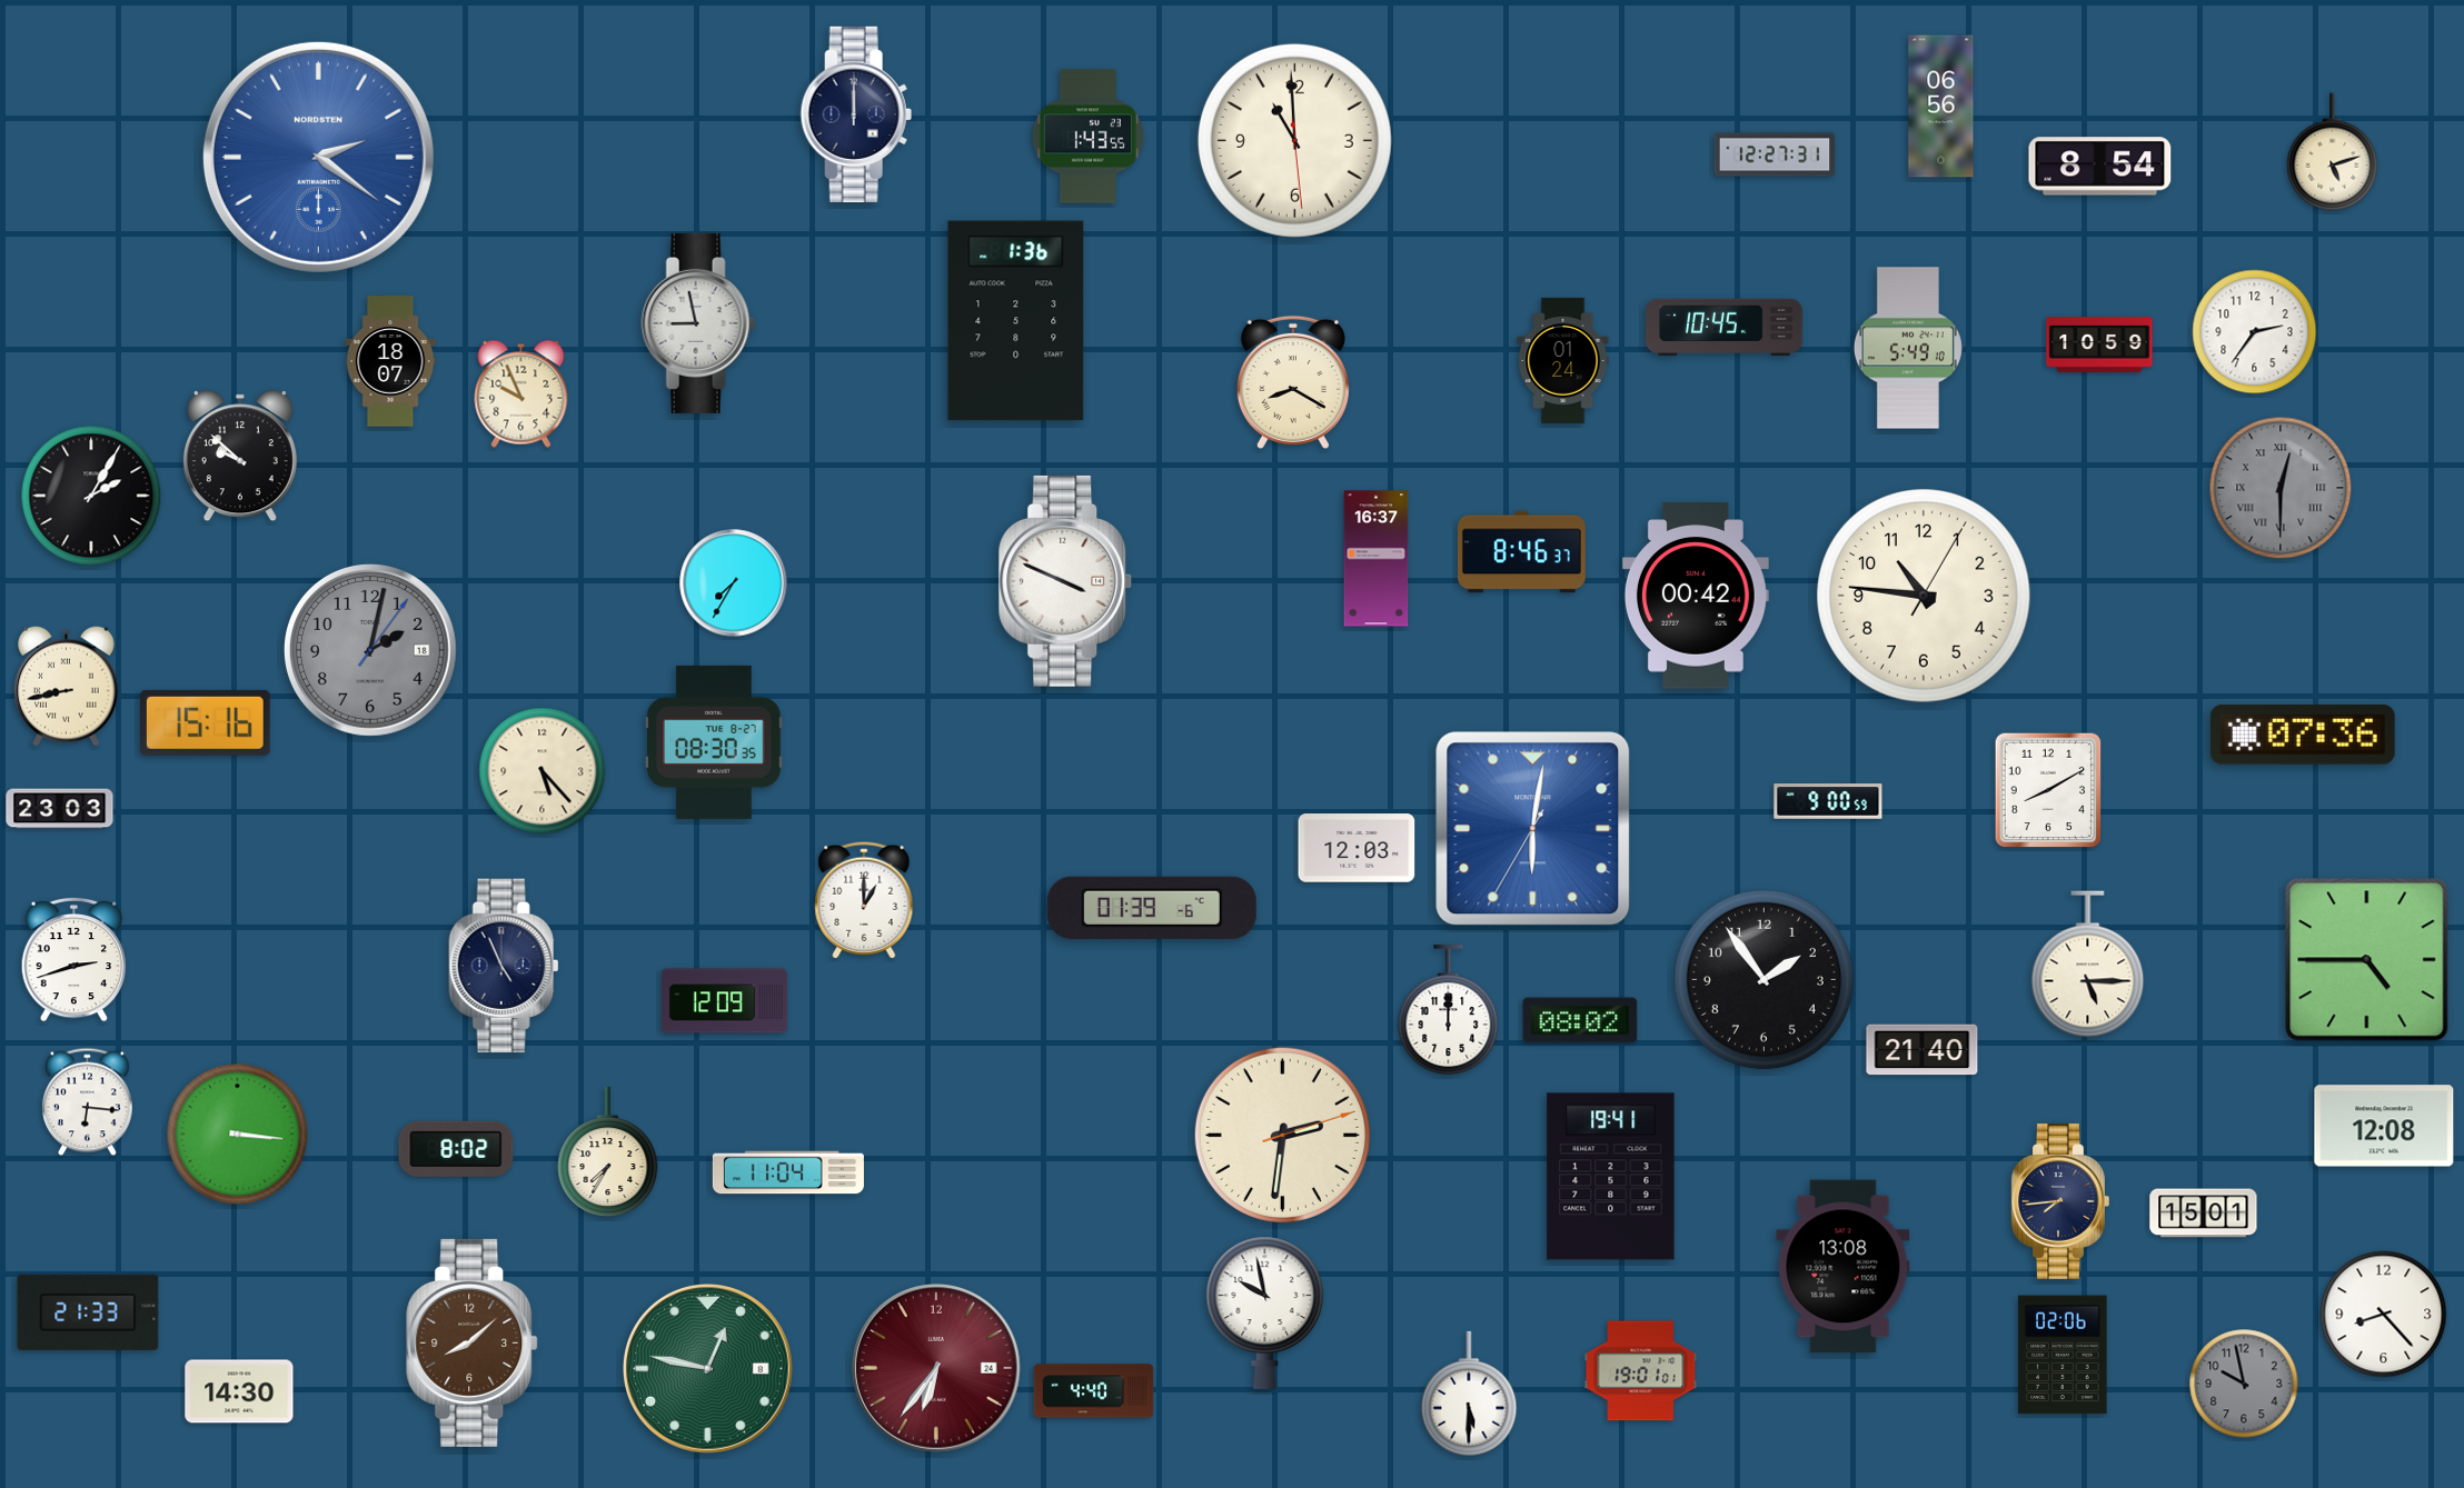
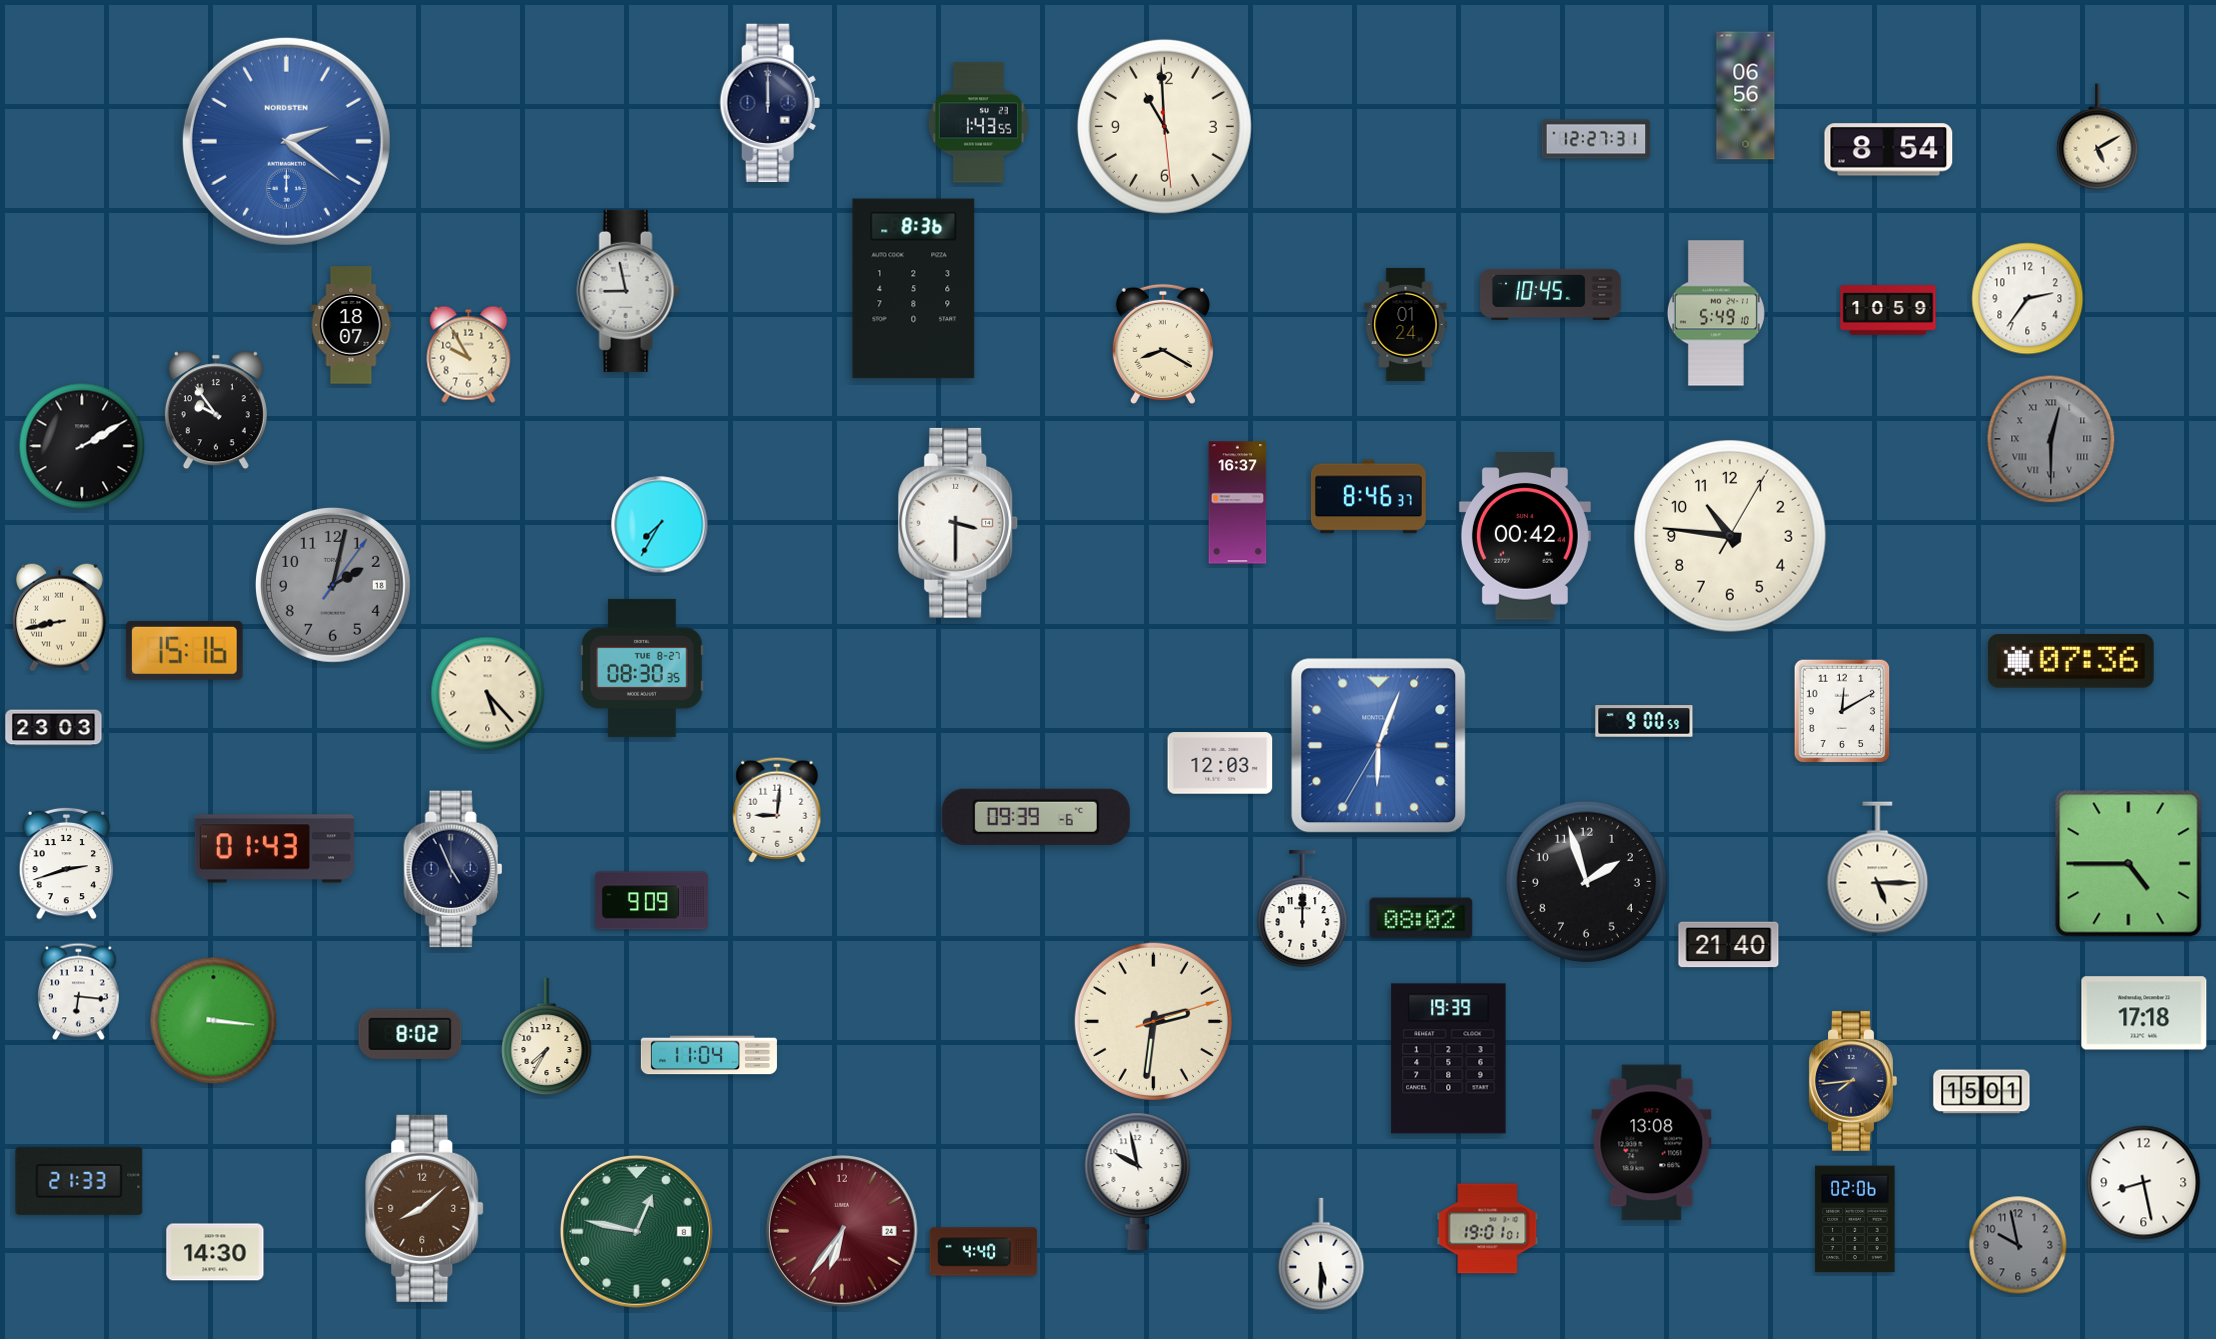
clock at (2333, 152): 5:12 -> 5:10
clock at (1016, 321): 1:36 -> 8:36
clock at (521, 393): 9:56 -> 9:55
clock at (240, 456): 9:52 -> 9:54
clock at (91, 496): 2:05 -> 2:10
clock at (1065, 581): 3:49 -> 3:30
clock at (2048, 790): 8:10 -> 12:10
clock at (1533, 829): 6:01 -> 6:03
clock at (864, 900): 1:00 -> 9:01
clock at (1152, 908): 01:39 -> 09:39
clock at (274, 849): none -> 01:43
clock at (1763, 979): 1:54 -> 1:57
clock at (724, 1001): 12:09 -> 9:09
clock at (2384, 1126): 12:08 -> 17:18
clock at (1611, 1177): 19:41 -> 19:39
clock at (1844, 1267) position: (1844, 1267) -> (1652, 1143)
clock at (2384, 1315): 8:23 -> 8:28
clock at (1641, 1371) position: (1641, 1371) -> (1488, 1229)
